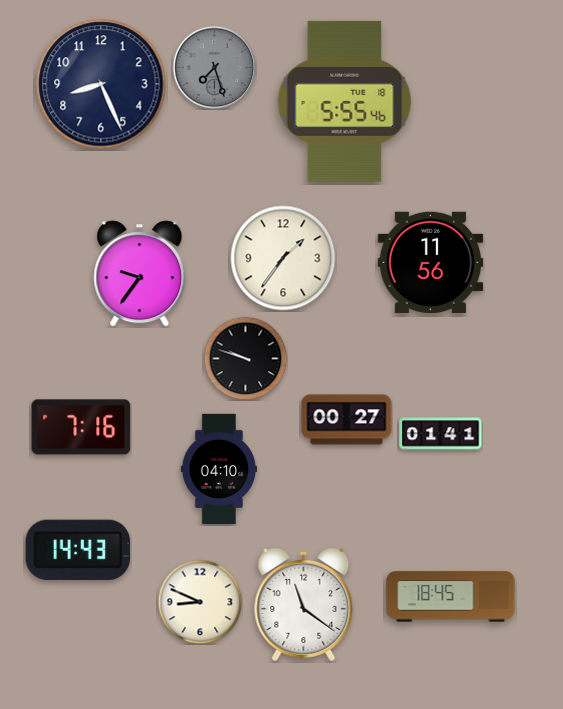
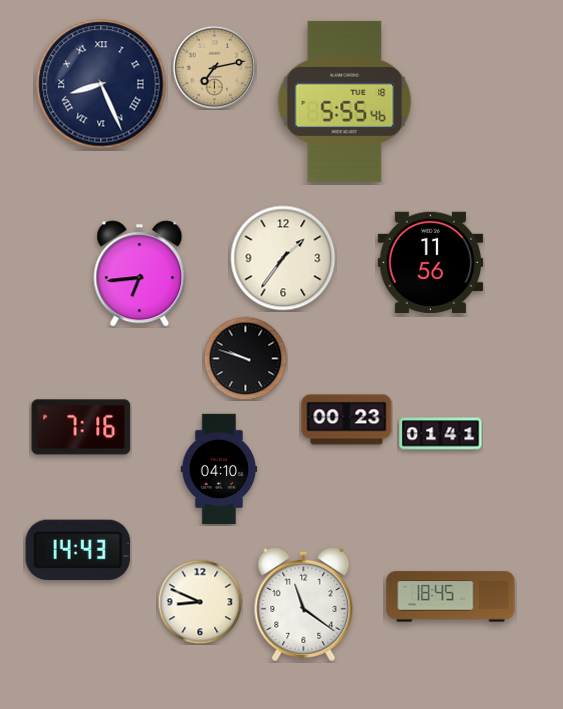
clock at (214, 67): 7:27 -> 7:13
clock at (214, 67) dial: grey -> champagne
clock at (101, 84) numerals: Arabic -> Roman
clock at (140, 274): 9:36 -> 6:44
clock at (347, 420): 00:27 -> 00:23
